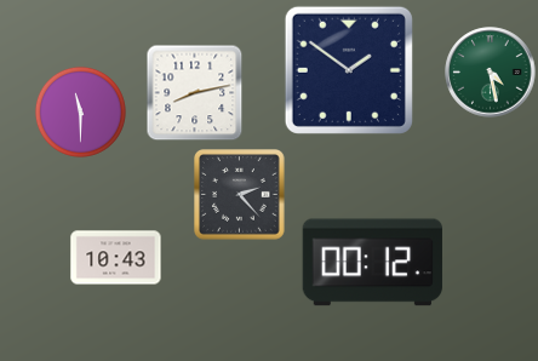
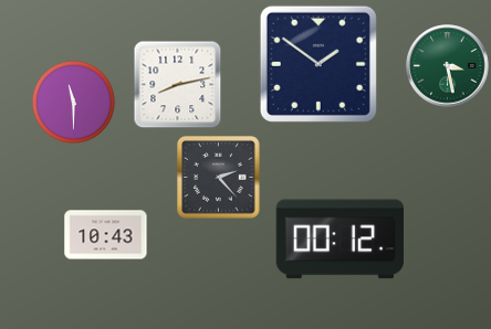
clock at (491, 73): 4:28 -> 3:28
